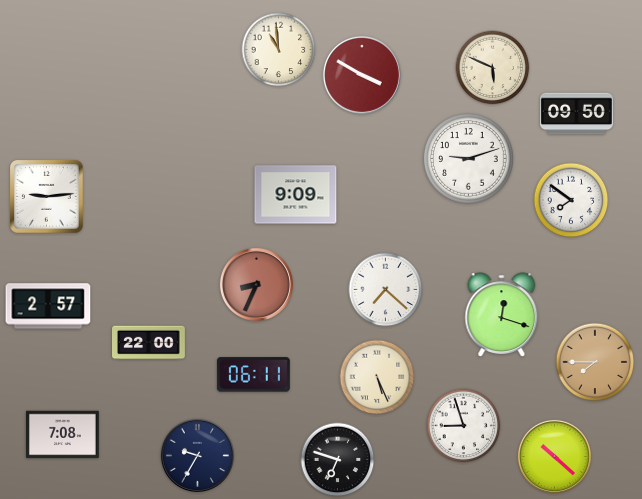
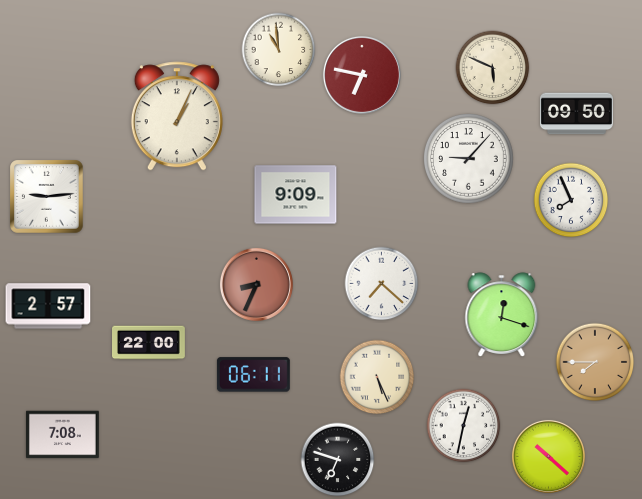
clock at (362, 75): 3:50 -> 6:47
clock at (177, 116): none -> 1:04
clock at (469, 159): 9:12 -> 9:07
clock at (571, 200): 7:51 -> 7:56
clock at (386, 290) position: (386, 290) -> (382, 284)
clock at (464, 426): 8:57 -> 12:32
clock at (197, 455): 9:35 -> none
clock at (554, 456) position: (554, 456) -> (548, 456)
